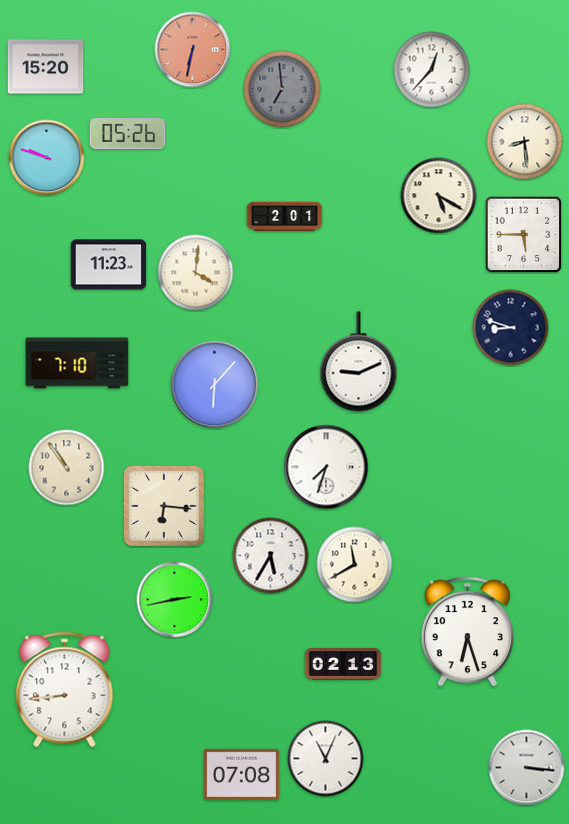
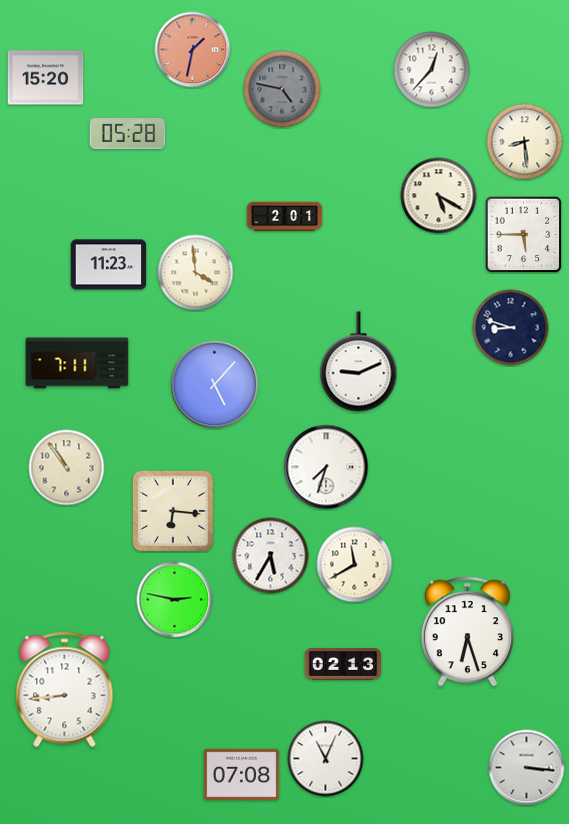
clock at (193, 50): 6:32 -> 1:32
clock at (46, 67) position: (46, 67) -> (46, 78)
clock at (282, 89): 6:59 -> 4:47
clock at (128, 133): 05:26 -> 05:28
clock at (47, 158): 9:48 -> none
clock at (196, 273): 4:01 -> 3:59
clock at (77, 363): 7:10 -> 7:11
clock at (215, 385): 6:07 -> 5:07
clock at (164, 506) position: (164, 506) -> (173, 511)
clock at (175, 600): 2:43 -> 2:47
